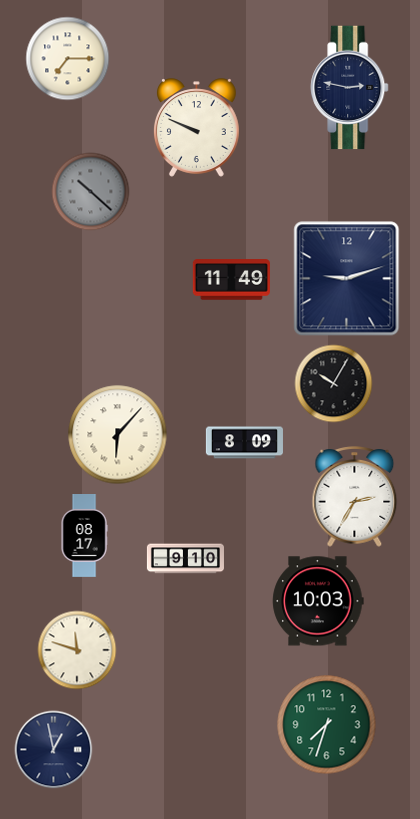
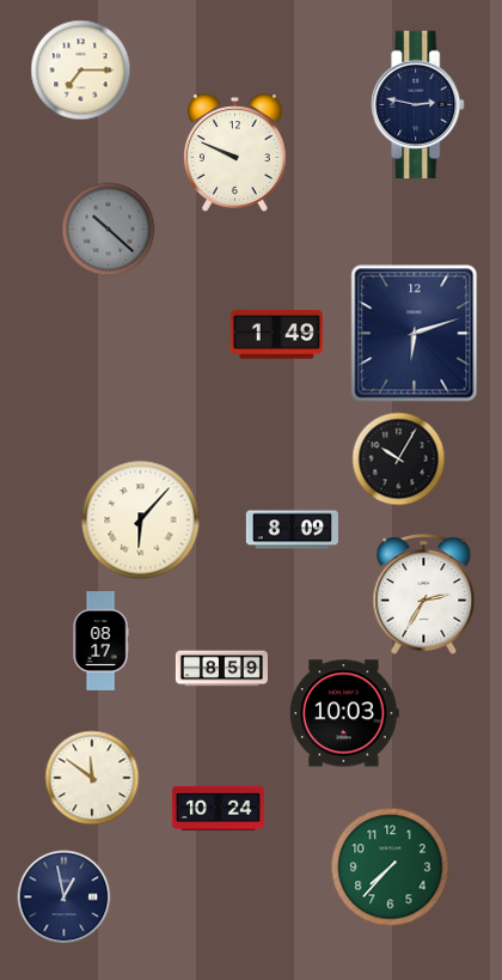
clock at (347, 279): 9:12 -> 6:12
clock at (231, 280): 11:49 -> 1:49
clock at (185, 559): 9:10 -> 8:59
clock at (318, 601) position: (318, 601) -> (344, 713)
clock at (77, 650): 11:48 -> 11:51
clock at (218, 809): none -> 10:24
clock at (327, 725): 7:33 -> 7:37
